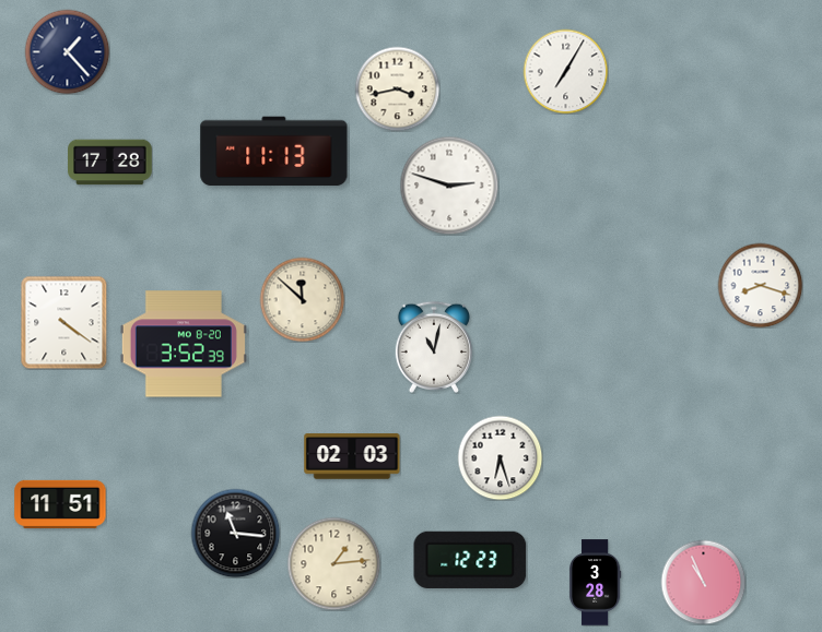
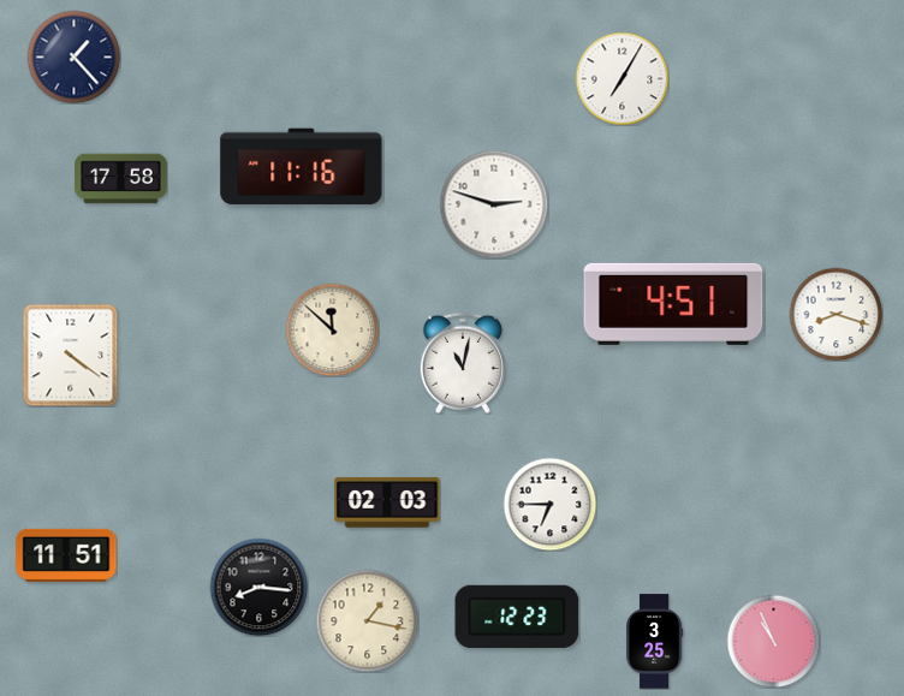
clock at (397, 88): 3:43 -> none
clock at (274, 152): 11:13 -> 11:16
clock at (110, 163): 17:28 -> 17:58
clock at (673, 304): none -> 4:51
clock at (184, 344): 3:52 -> none
clock at (433, 347) position: (433, 347) -> (462, 363)
clock at (500, 457): 6:27 -> 6:45
clock at (235, 533): 11:16 -> 8:16
clock at (333, 563): 1:14 -> 1:17
clock at (595, 583): 3:28 -> 3:25
